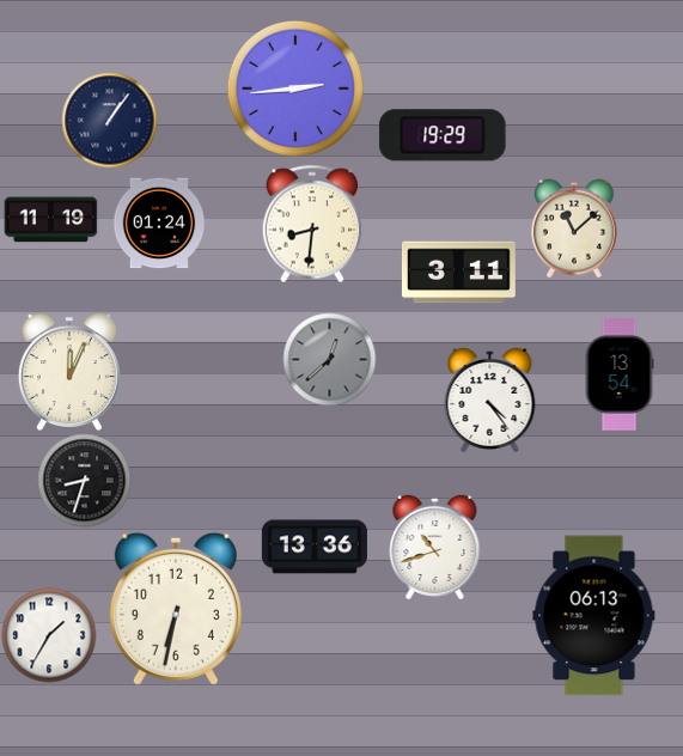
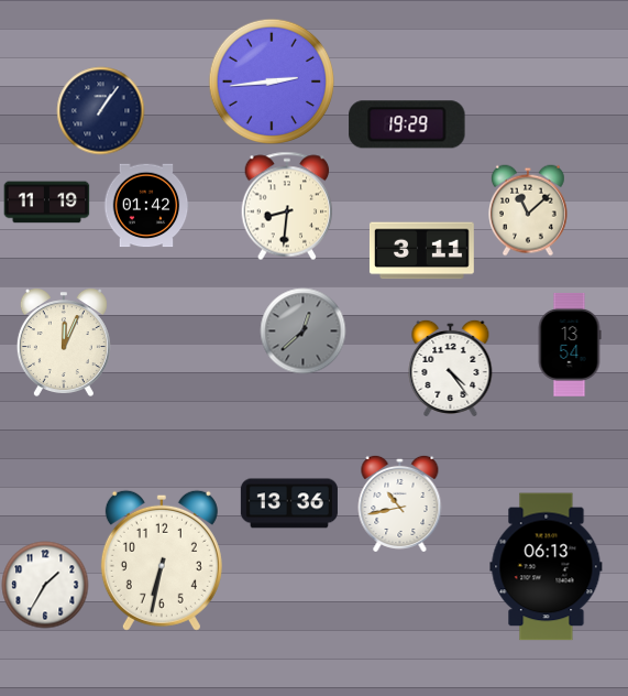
clock at (159, 224): 01:24 -> 01:42
clock at (84, 480): 8:33 -> none
clock at (435, 547): 10:42 -> 10:43
